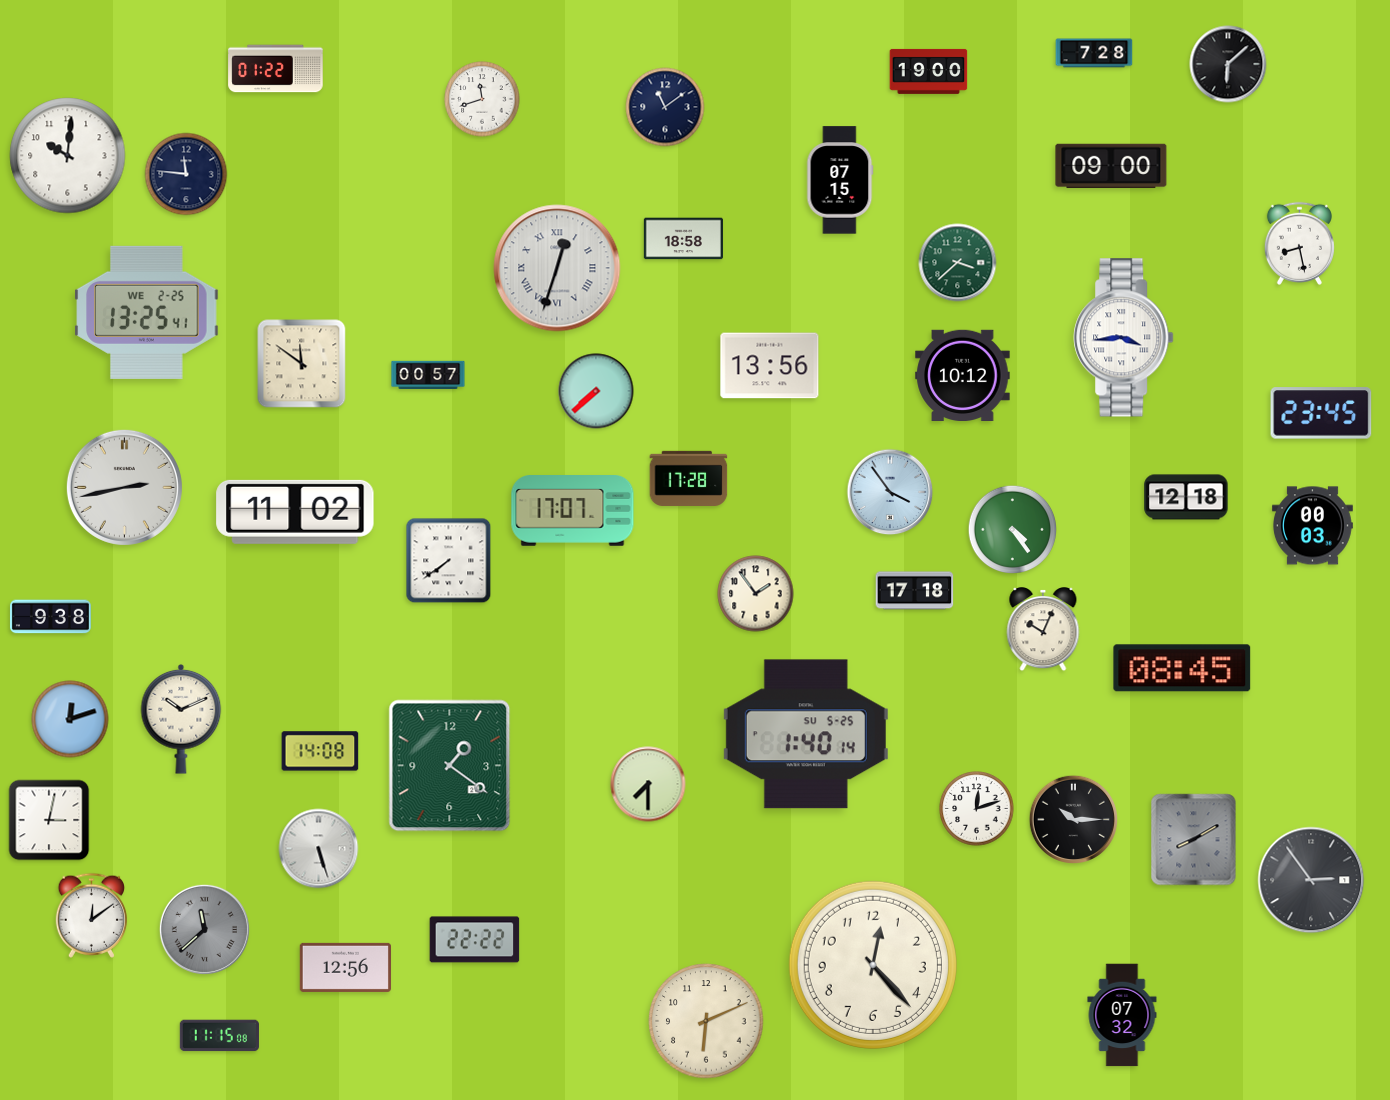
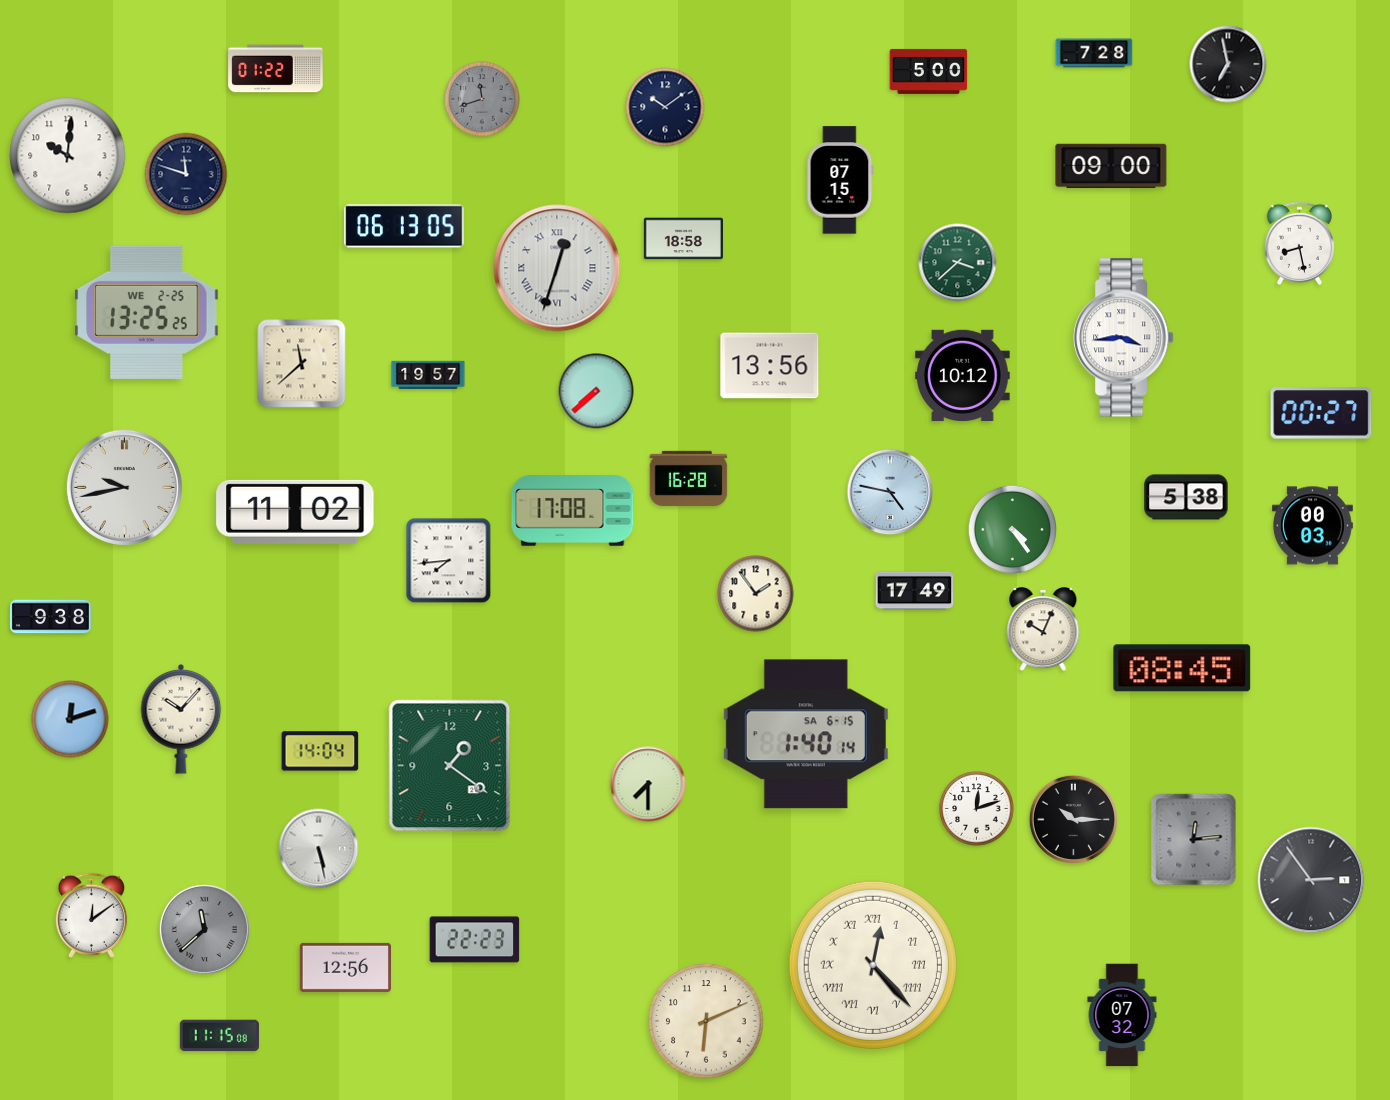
clock at (1228, 64): 6:08 -> 6:58
clock at (929, 71): 19:00 -> 5:00
clock at (482, 99) dial: white -> grey
clock at (665, 107): 11:09 -> 10:09
clock at (186, 174): 11:46 -> 11:48
clock at (404, 226): none -> 06:13
clock at (147, 312): 13:25:41 -> 13:25:25
clock at (302, 364): 11:51 -> 11:38
clock at (428, 375): 00:57 -> 19:57
clock at (1321, 413): 23:45 -> 00:27
clock at (689, 478): 17:28 -> 16:28
clock at (124, 487): 2:43 -> 9:43
clock at (890, 492): 3:54 -> 4:47
clock at (1186, 497): 12:18 -> 5:38
clock at (573, 511): 17:07 -> 17:08
clock at (449, 561): 7:39 -> 7:44
clock at (915, 591): 17:18 -> 17:49
clock at (181, 719): 10:11 -> 10:07
clock at (806, 734) date: SU 5-25 -> SA 6-15
clock at (320, 751): 14:08 -> 14:04
clock at (49, 820): 3:02 -> none
clock at (1194, 840): 8:10 -> 12:14
clock at (319, 849): 5:27 -> 5:28
clock at (475, 940): 22:22 -> 22:23
clock at (873, 965) numerals: Arabic -> Roman
